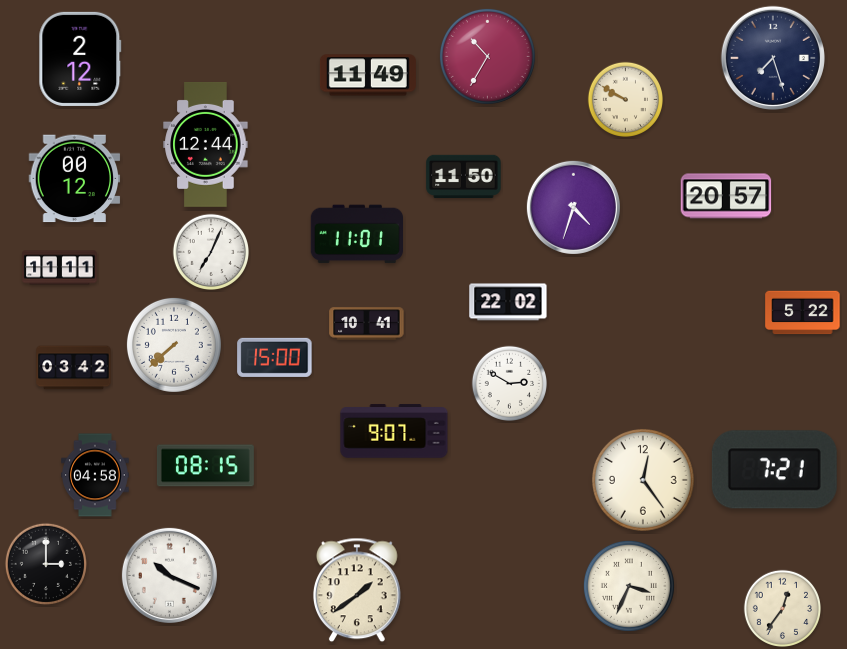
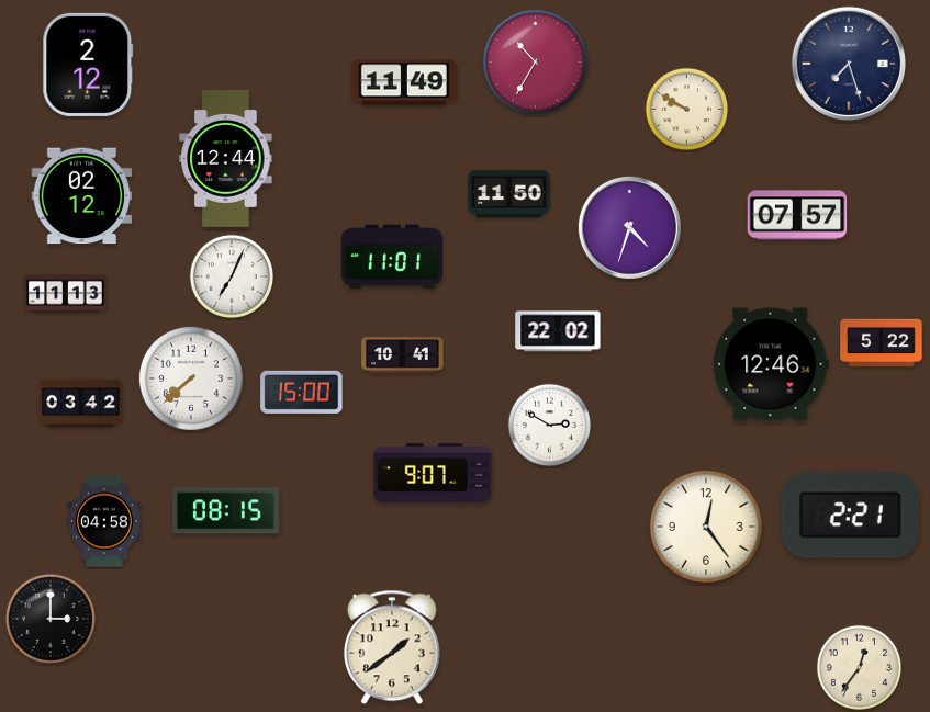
clock at (75, 179): 00:12 -> 02:12
clock at (726, 196): 20:57 -> 07:57
clock at (60, 268): 11:11 -> 11:13
clock at (771, 364): none -> 12:46
clock at (509, 383) position: (509, 383) -> (549, 425)
clock at (774, 470): 7:21 -> 2:21
clock at (169, 575): 10:19 -> none
clock at (629, 586): 3:34 -> none
